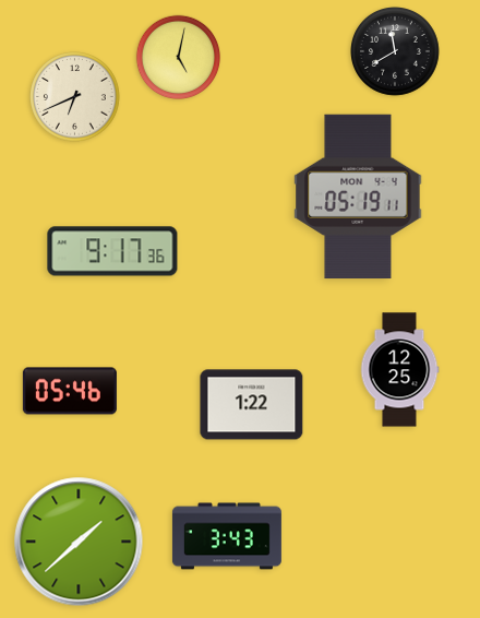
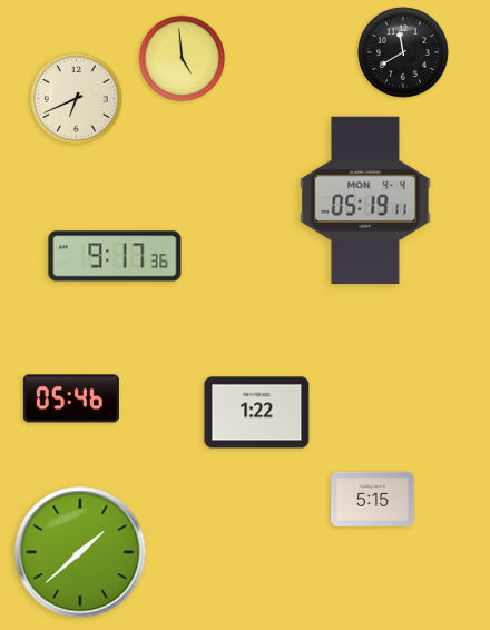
clock at (179, 58): 5:02 -> 4:59
clock at (399, 370): 12:25 -> none
clock at (373, 499): none -> 5:15
clock at (227, 536): 3:43 -> none
